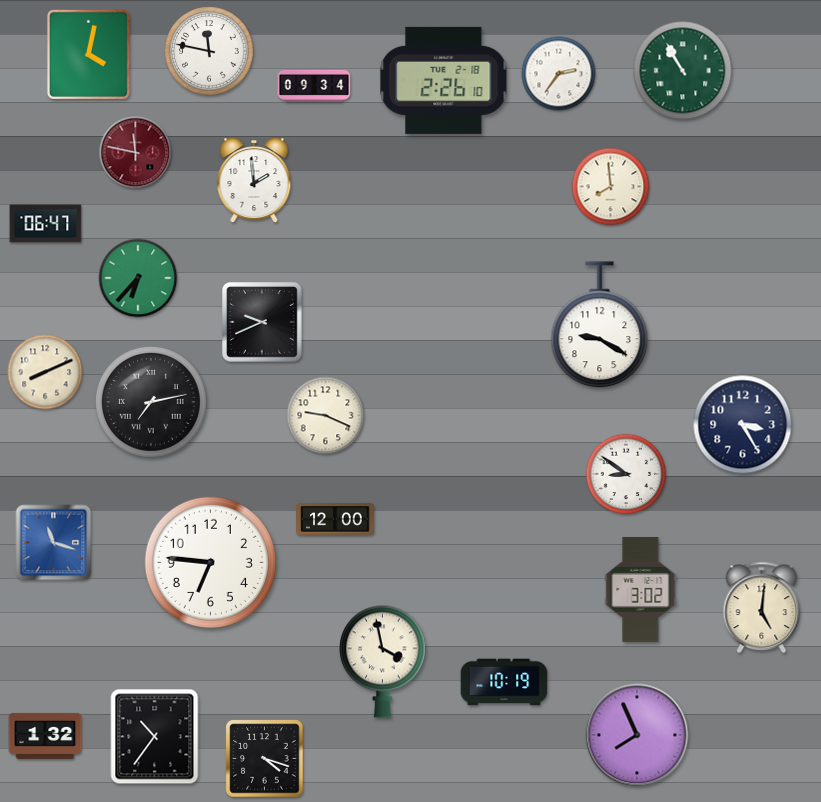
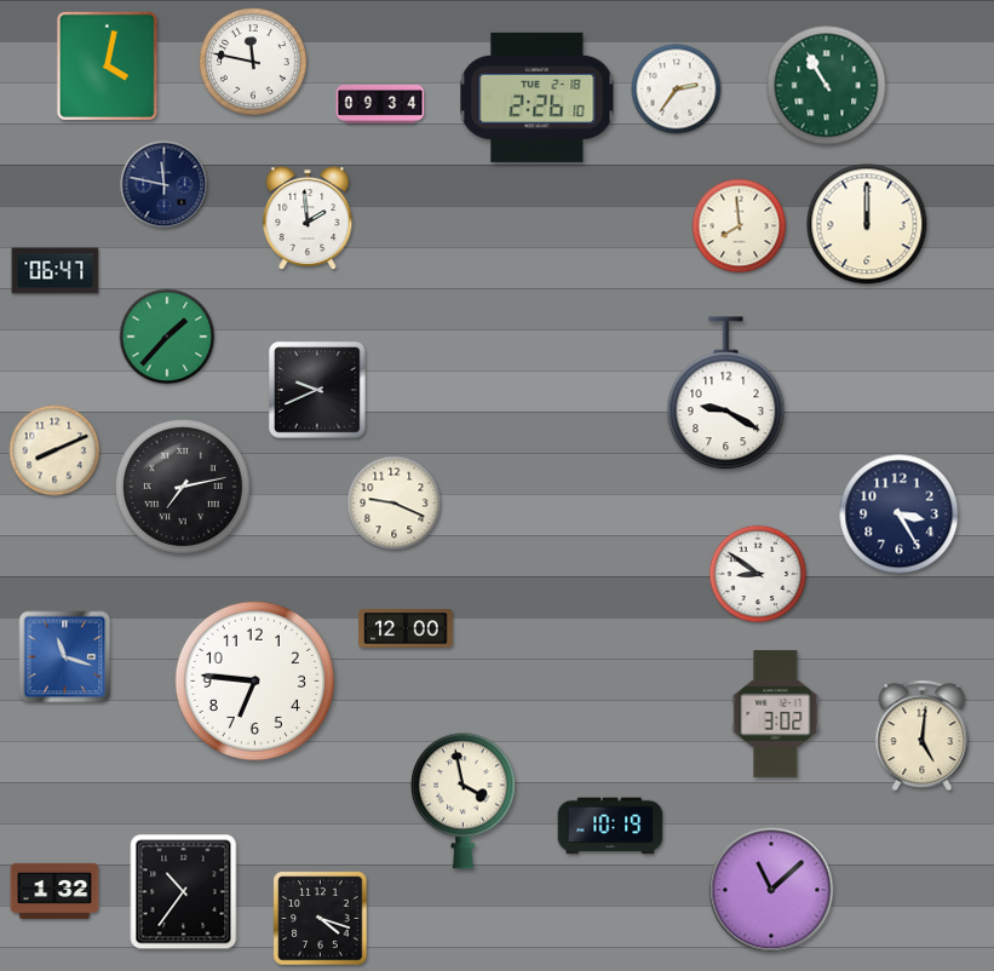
clock at (136, 153) dial: burgundy -> navy
clock at (867, 224): none -> 12:00
clock at (138, 278): 6:37 -> 1:37
clock at (637, 735): 7:56 -> 11:08
clock at (155, 737) position: (155, 737) -> (184, 892)
